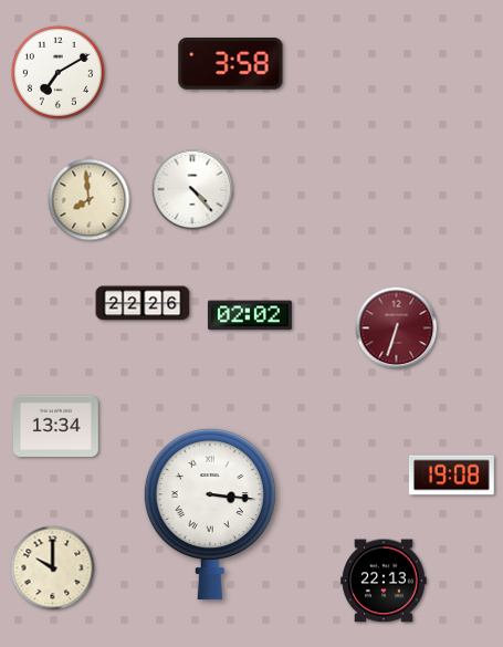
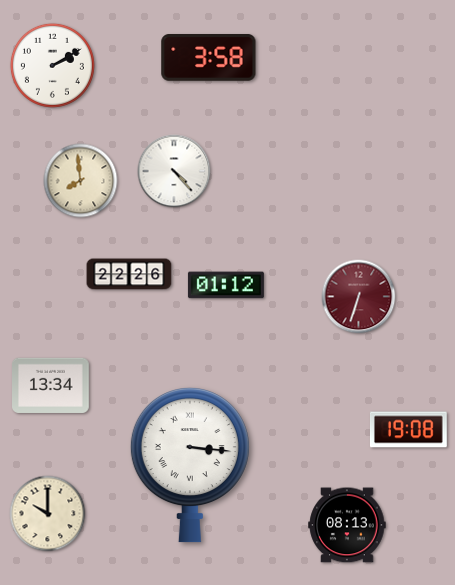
clock at (57, 72): 7:10 -> 2:10
clock at (250, 315): 02:02 -> 01:12
clock at (384, 581): 22:13 -> 08:13
